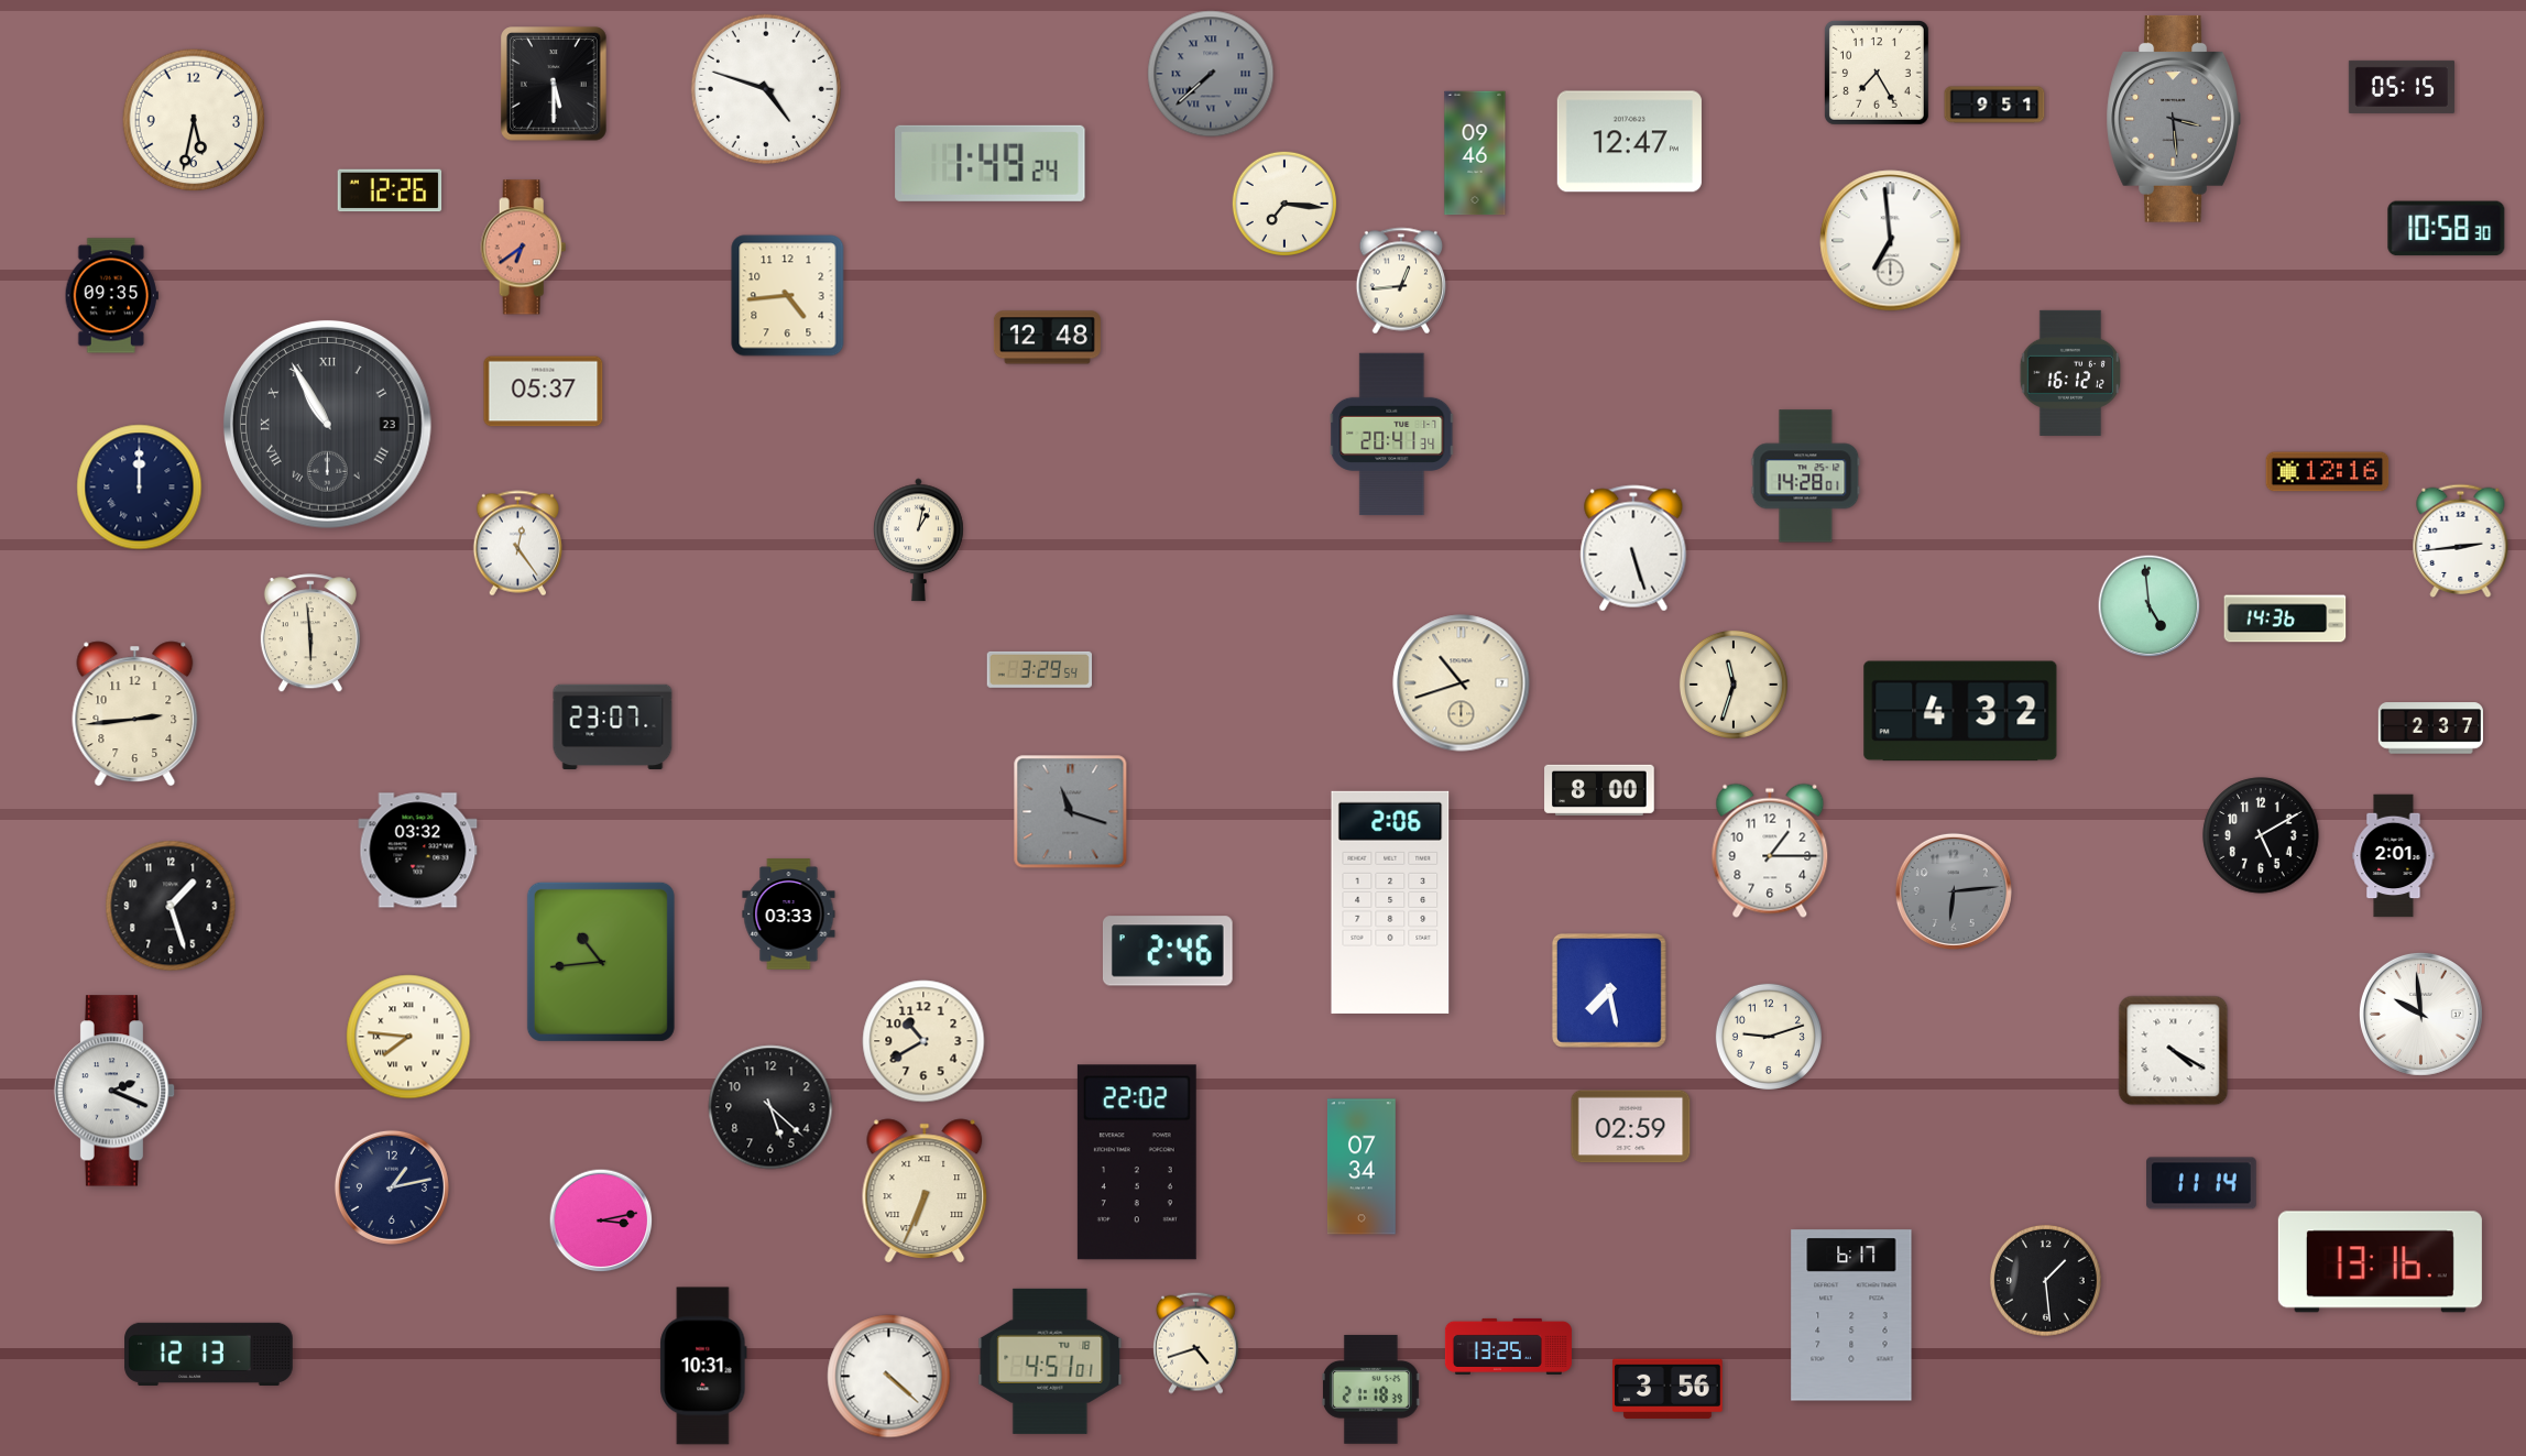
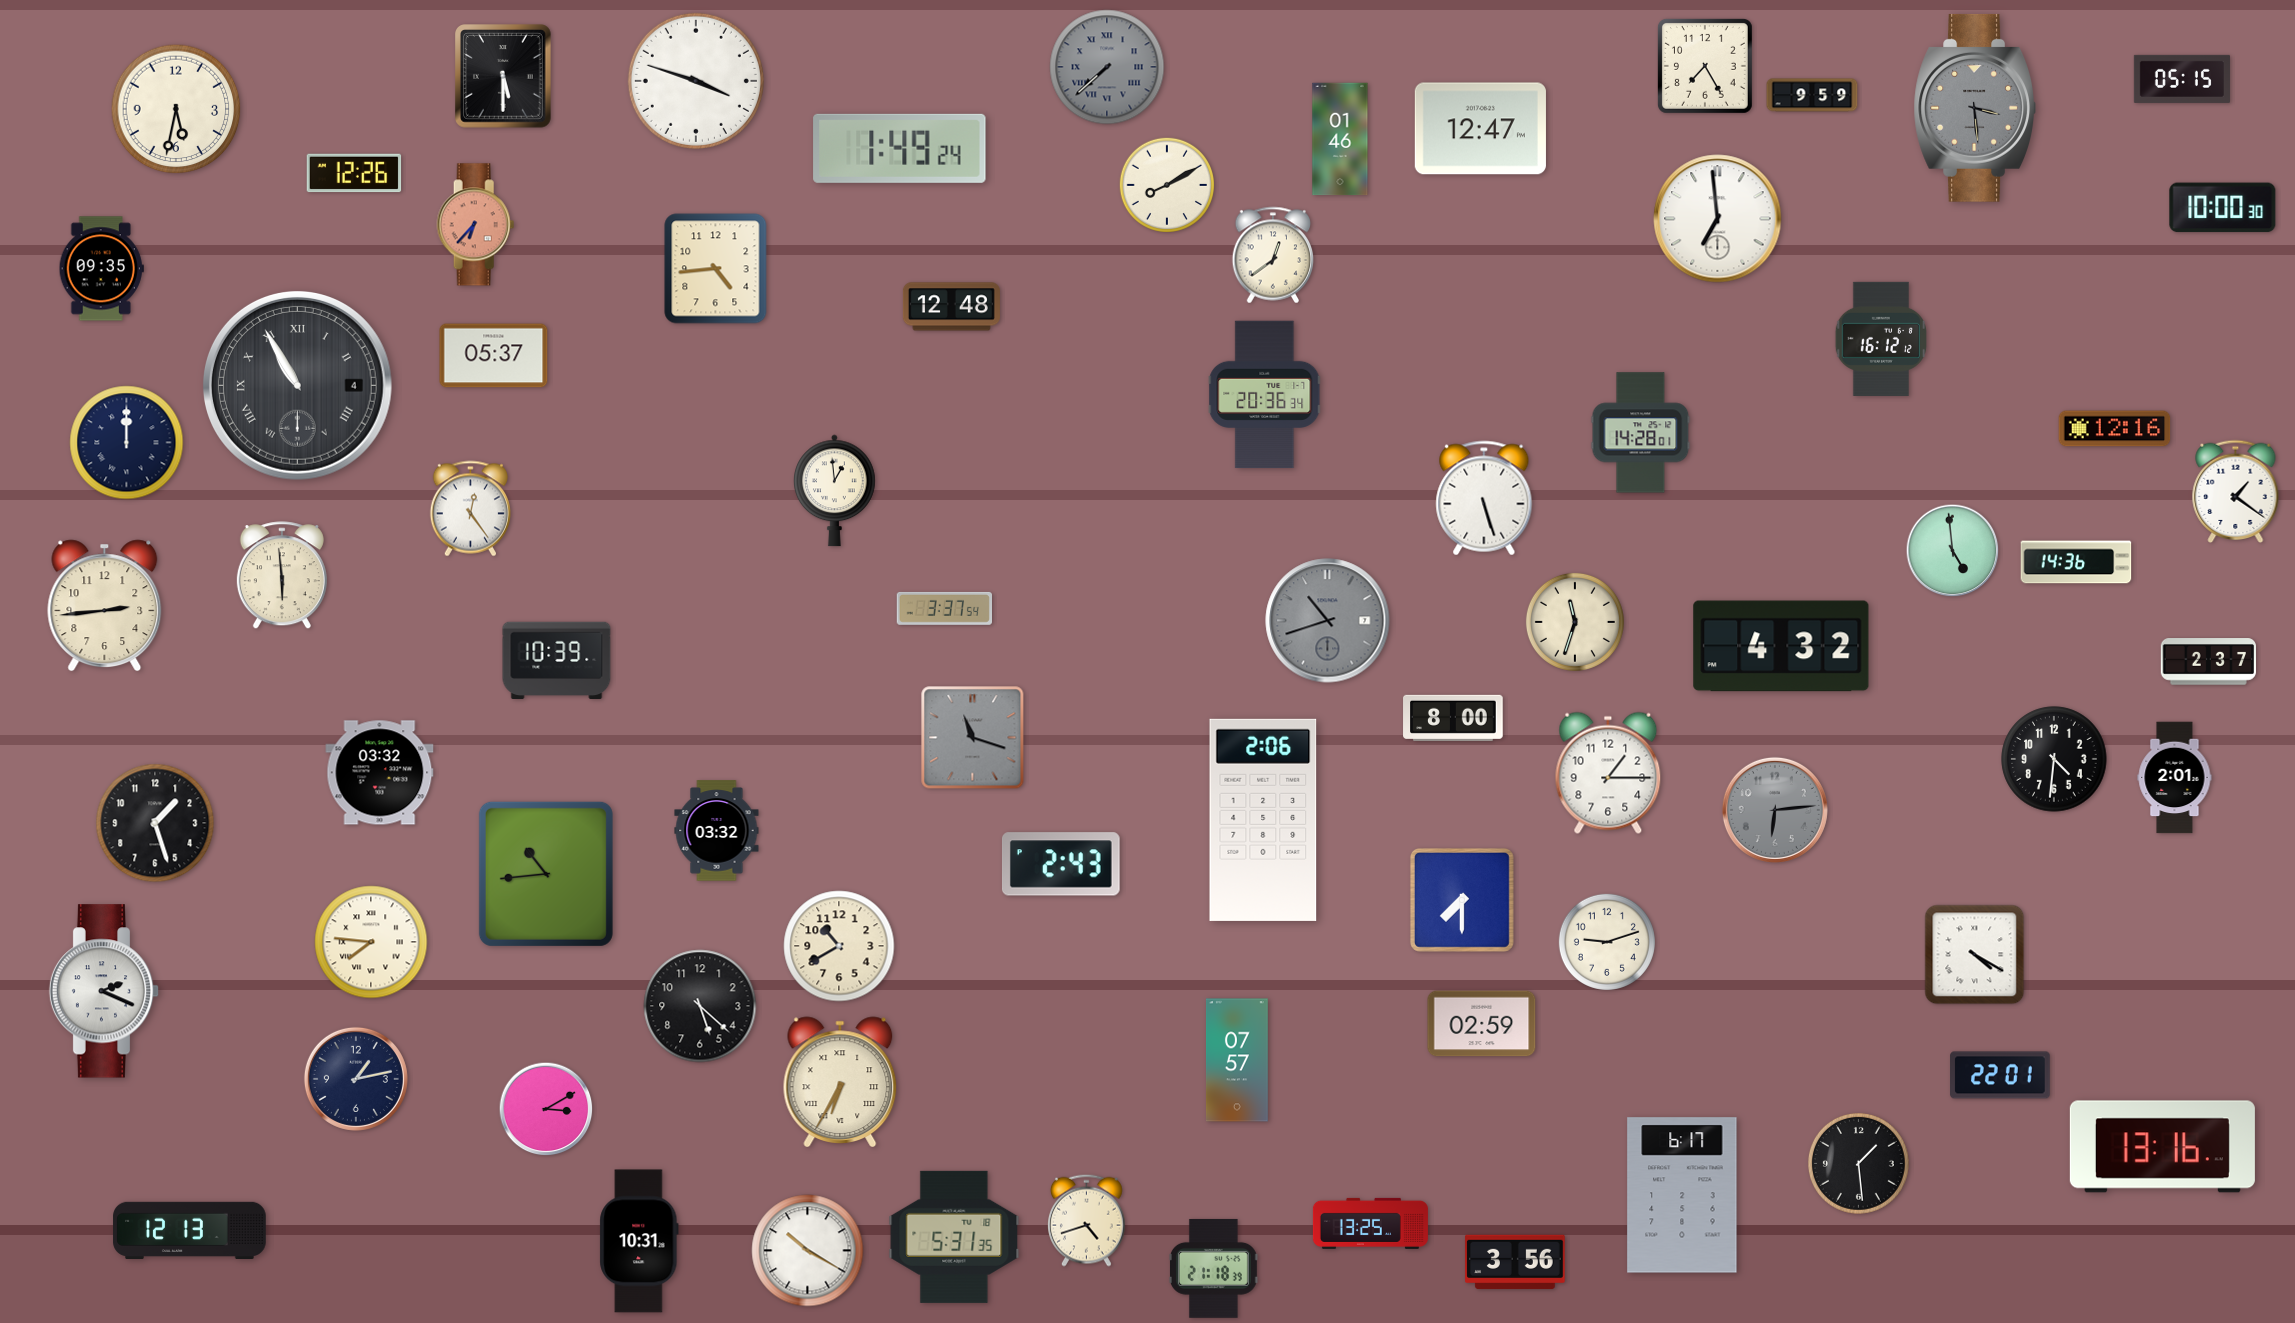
clock at (1211, 74) position: (1211, 74) -> (1107, 67)
clock at (766, 89): 4:48 -> 3:48
clock at (1994, 105): 9:51 -> 9:59
clock at (1475, 153): 09:46 -> 01:46
clock at (1283, 202): 7:16 -> 8:10
clock at (2447, 229): 10:58 -> 10:00
clock at (524, 248): 6:39 -> 6:37
clock at (1401, 281): 12:44 -> 12:39
clock at (327, 424) date: 23 -> 4
clock at (1392, 435): 20:41 -> 20:36
clock at (919, 540): 1:02 -> 12:59
clock at (2461, 540): 2:44 -> 1:21
clock at (517, 544) position: (517, 544) -> (470, 509)
clock at (1039, 669): 3:29 -> 3:37
clock at (1462, 683) dial: cream -> grey
clock at (135, 714) position: (135, 714) -> (105, 606)
clock at (613, 727): 23:07 -> 10:39
clock at (2261, 835): 5:10 -> 4:31
clock at (789, 915): 03:33 -> 03:32
clock at (1168, 951): 2:46 -> 2:43
clock at (1609, 990): 7:28 -> 7:30
clock at (2420, 1014): 9:59 -> none
clock at (1137, 1162): 22:02 -> none
clock at (1362, 1167): 07:34 -> 07:57
clock at (2201, 1183): 11:14 -> 22:01
clock at (925, 1190): 6:34 -> 6:35
clock at (601, 1220): 3:13 -> 3:10
clock at (1050, 1361): 4:51 -> 5:31
clock at (889, 1377): 4:22 -> 10:20
clock at (1370, 1389) position: (1370, 1389) -> (1213, 1268)
